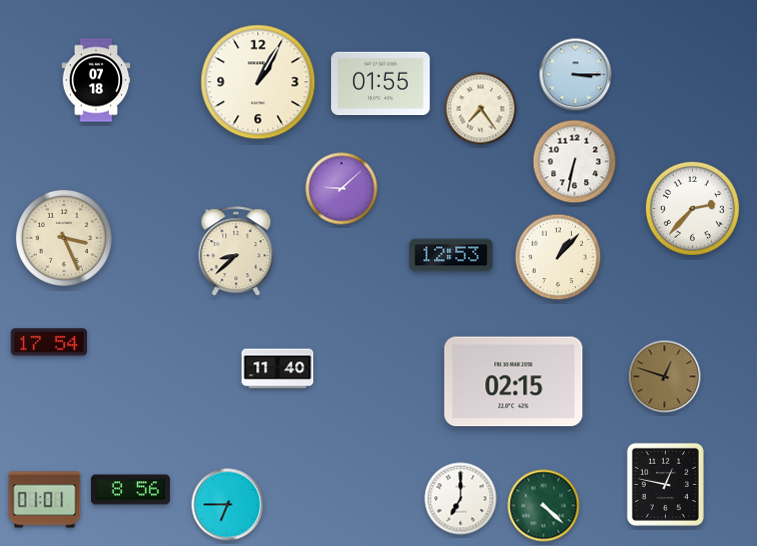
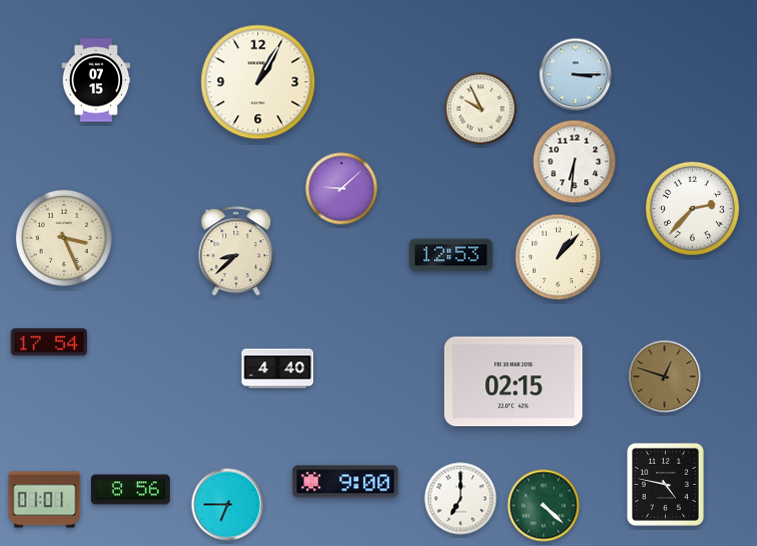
clock at (96, 80): 07:18 -> 07:15
clock at (381, 84): 01:55 -> none
clock at (481, 109): 7:24 -> 9:56
clock at (575, 162): 6:32 -> 6:31
clock at (278, 369): 11:40 -> 4:40
clock at (346, 482): none -> 9:00
clock at (665, 484): 12:47 -> 4:47
